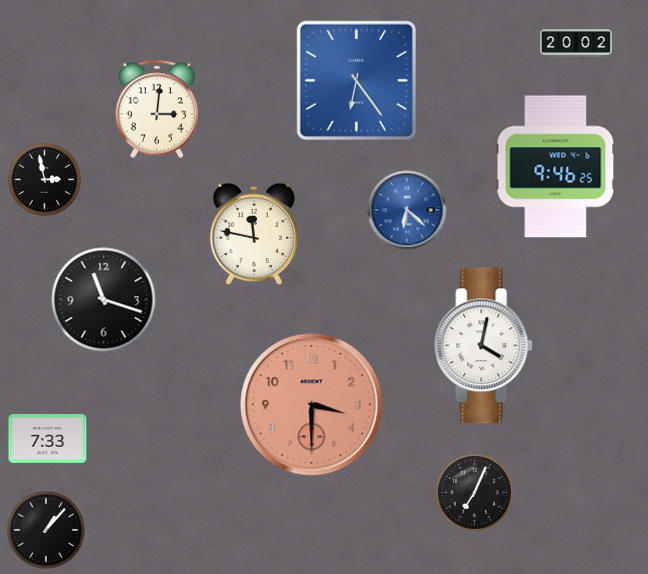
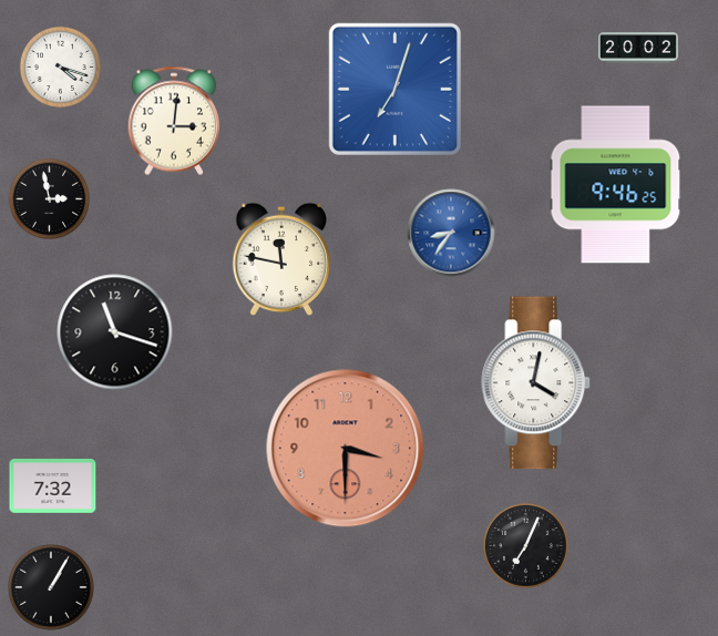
clock at (60, 66): none -> 4:18
clock at (356, 80): 6:24 -> 7:03
clock at (407, 210): 6:22 -> 8:36
clock at (48, 439): 7:33 -> 7:32
clock at (46, 530): 1:07 -> 1:05
